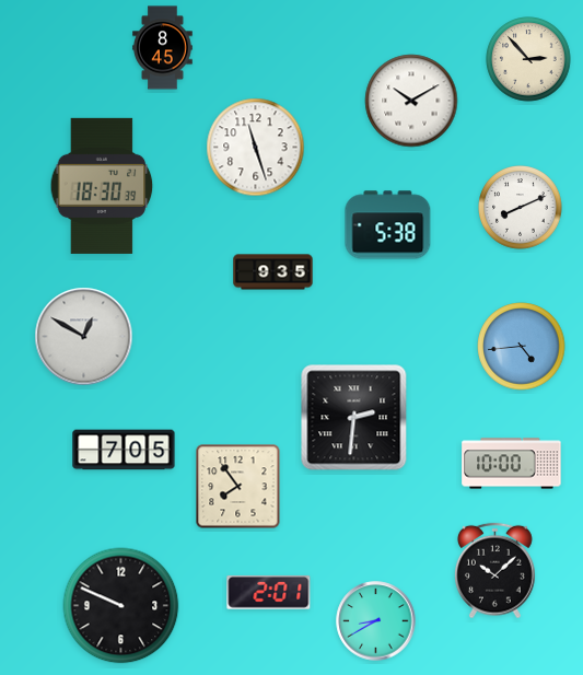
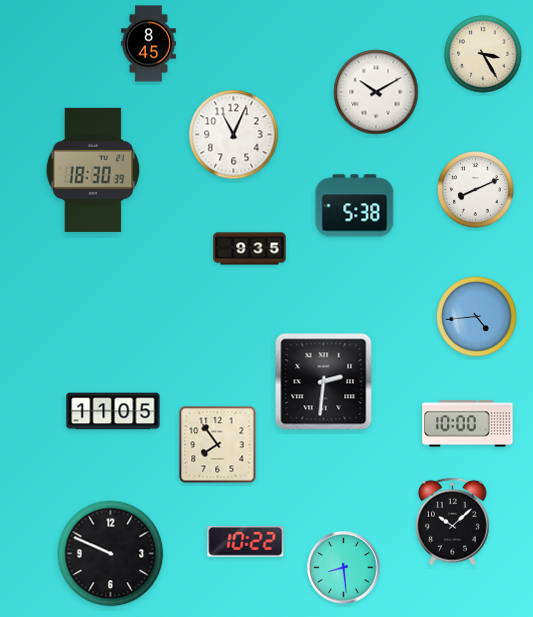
clock at (528, 59): 2:53 -> 3:25
clock at (256, 148): 11:27 -> 11:04
clock at (84, 337): 12:50 -> none
clock at (124, 450): 7:05 -> 11:05
clock at (269, 592): 2:01 -> 10:22
clock at (376, 621): 8:40 -> 8:29
